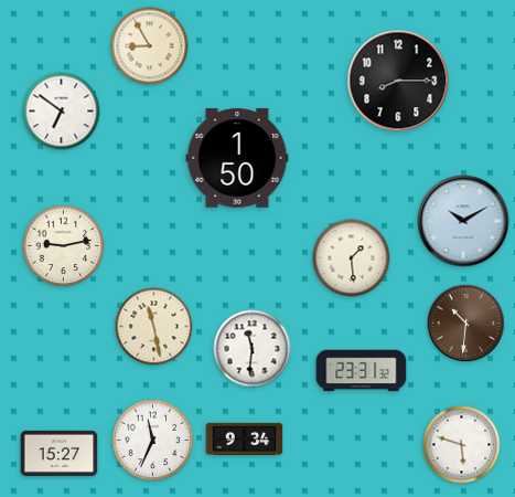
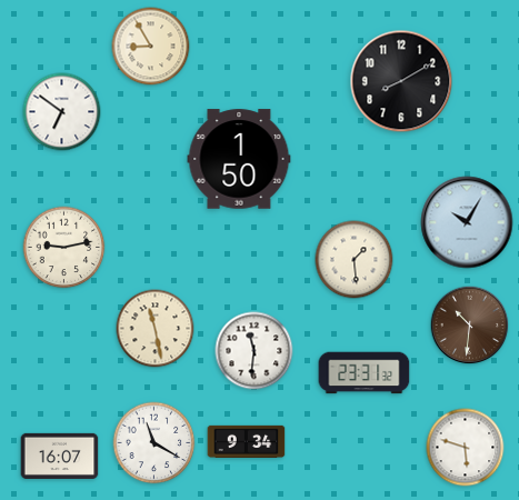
clock at (398, 81): 8:15 -> 8:10
clock at (463, 221): 10:10 -> 10:05
clock at (153, 441): 11:34 -> 11:20
clock at (60, 453): 15:27 -> 16:07
